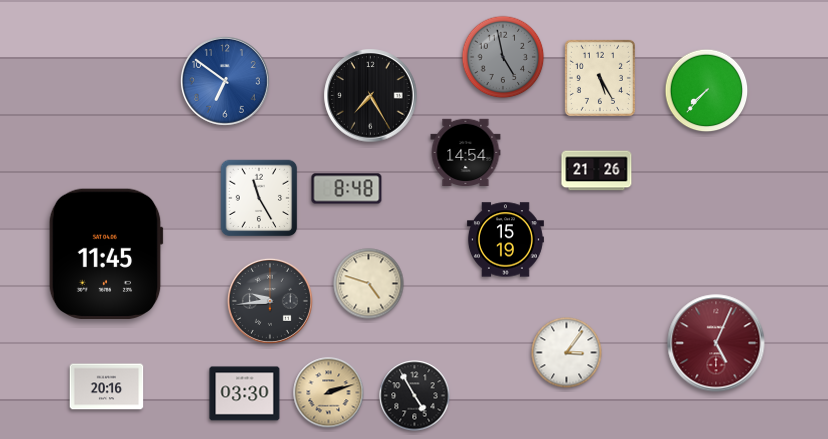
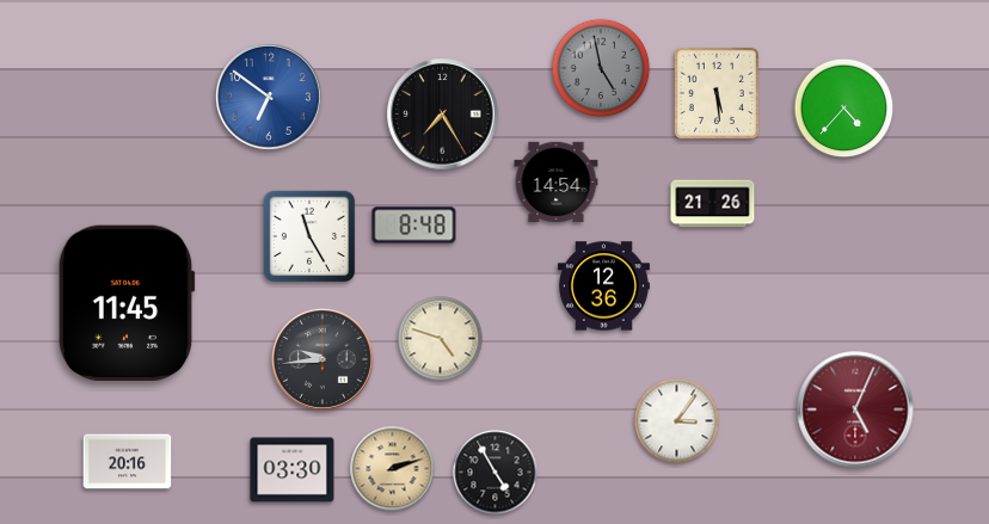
clock at (600, 78): 5:25 -> 5:29
clock at (707, 91): 7:37 -> 4:37
clock at (505, 240): 15:19 -> 12:36
